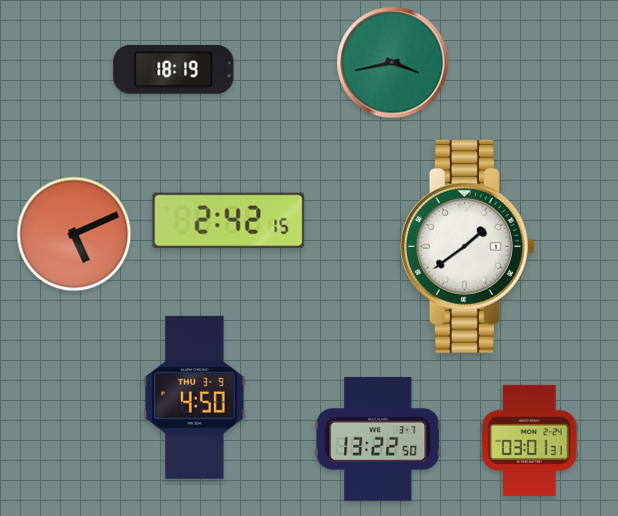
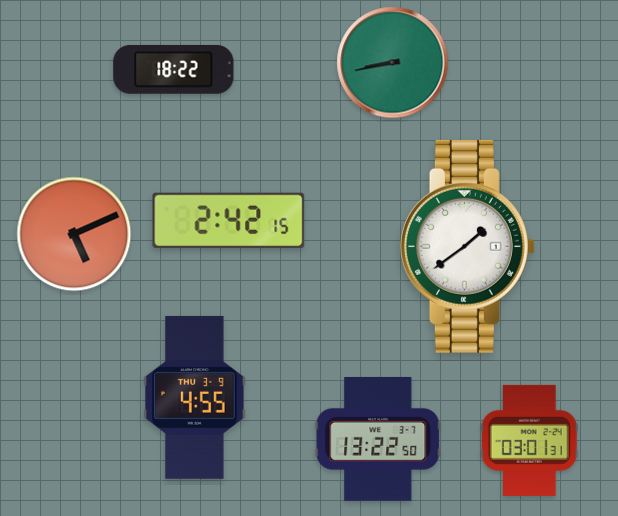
clock at (393, 63): 3:43 -> 8:43
clock at (174, 69): 18:19 -> 18:22
clock at (195, 397): 4:50 -> 4:55
